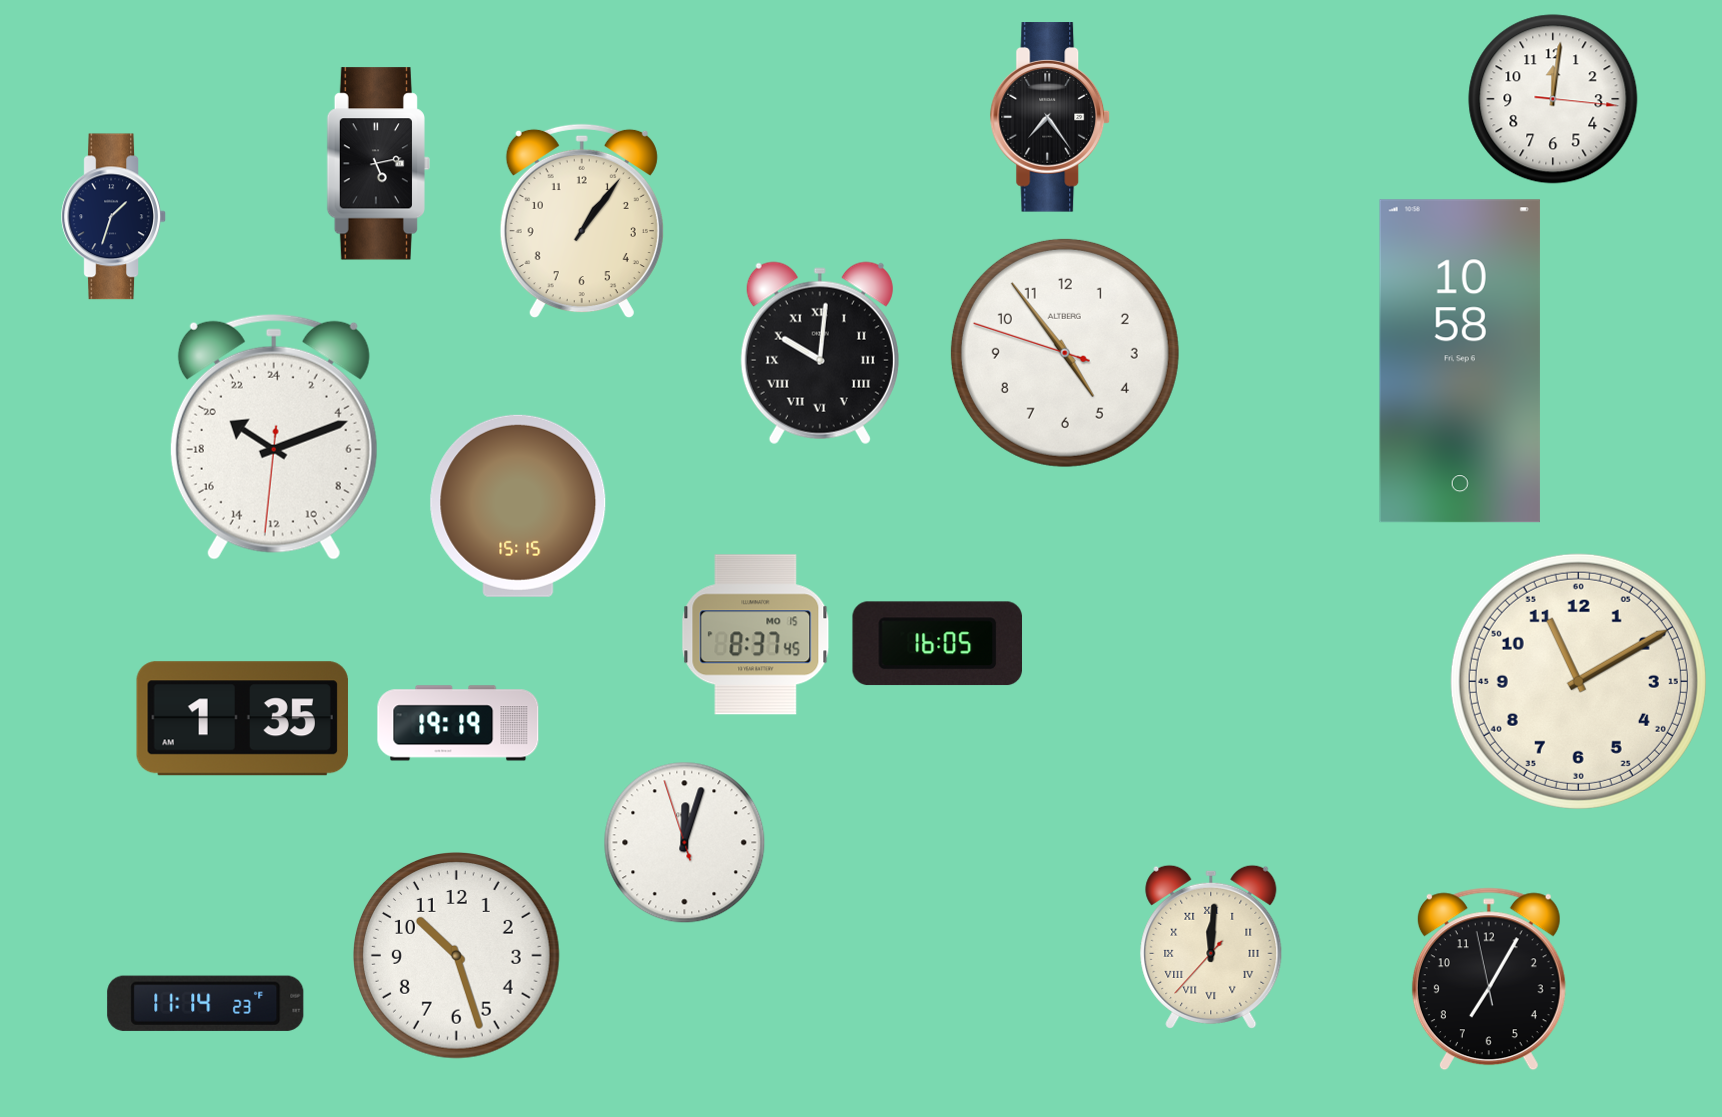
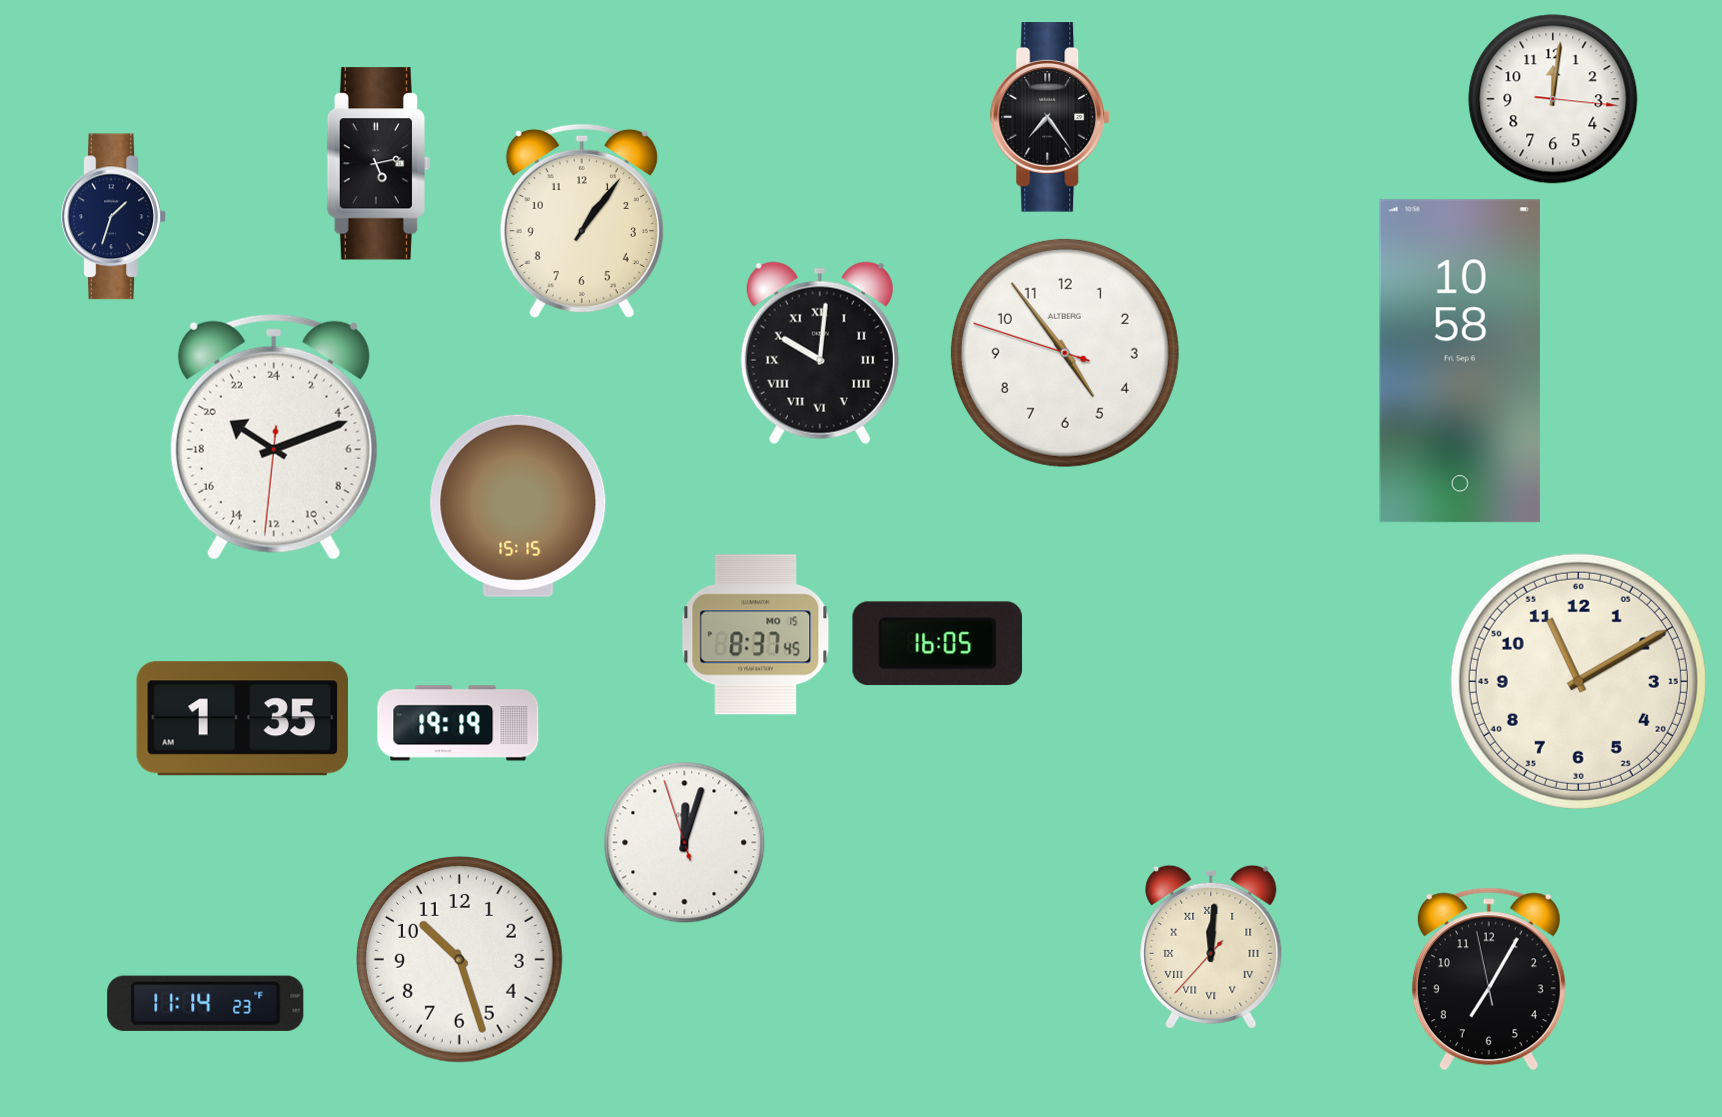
clock at (457, 956) position: (457, 956) -> (460, 960)
